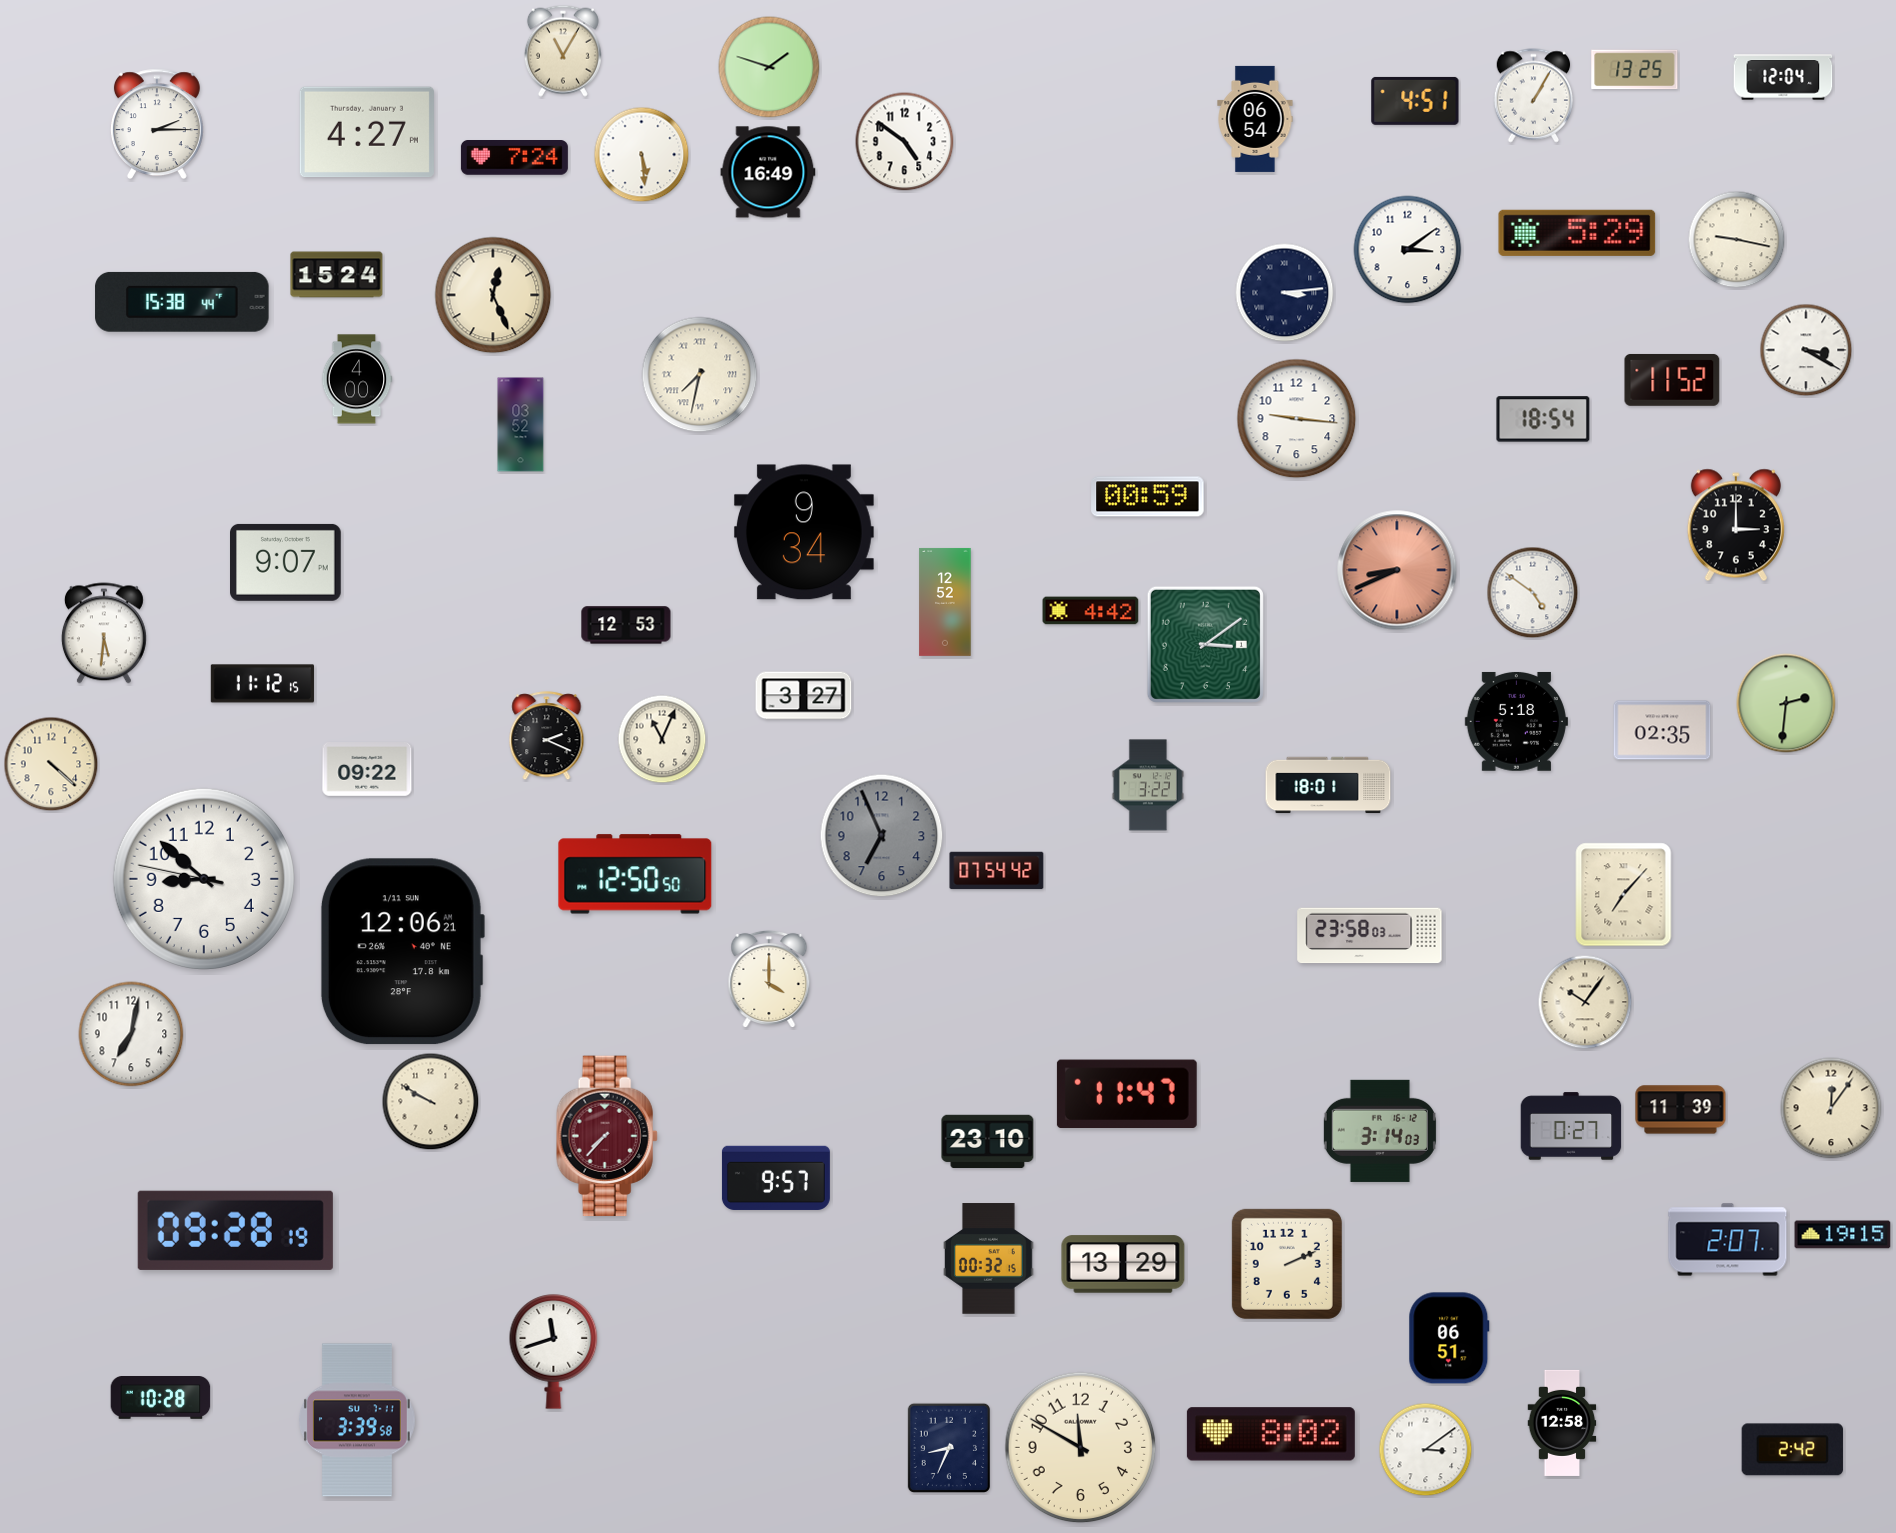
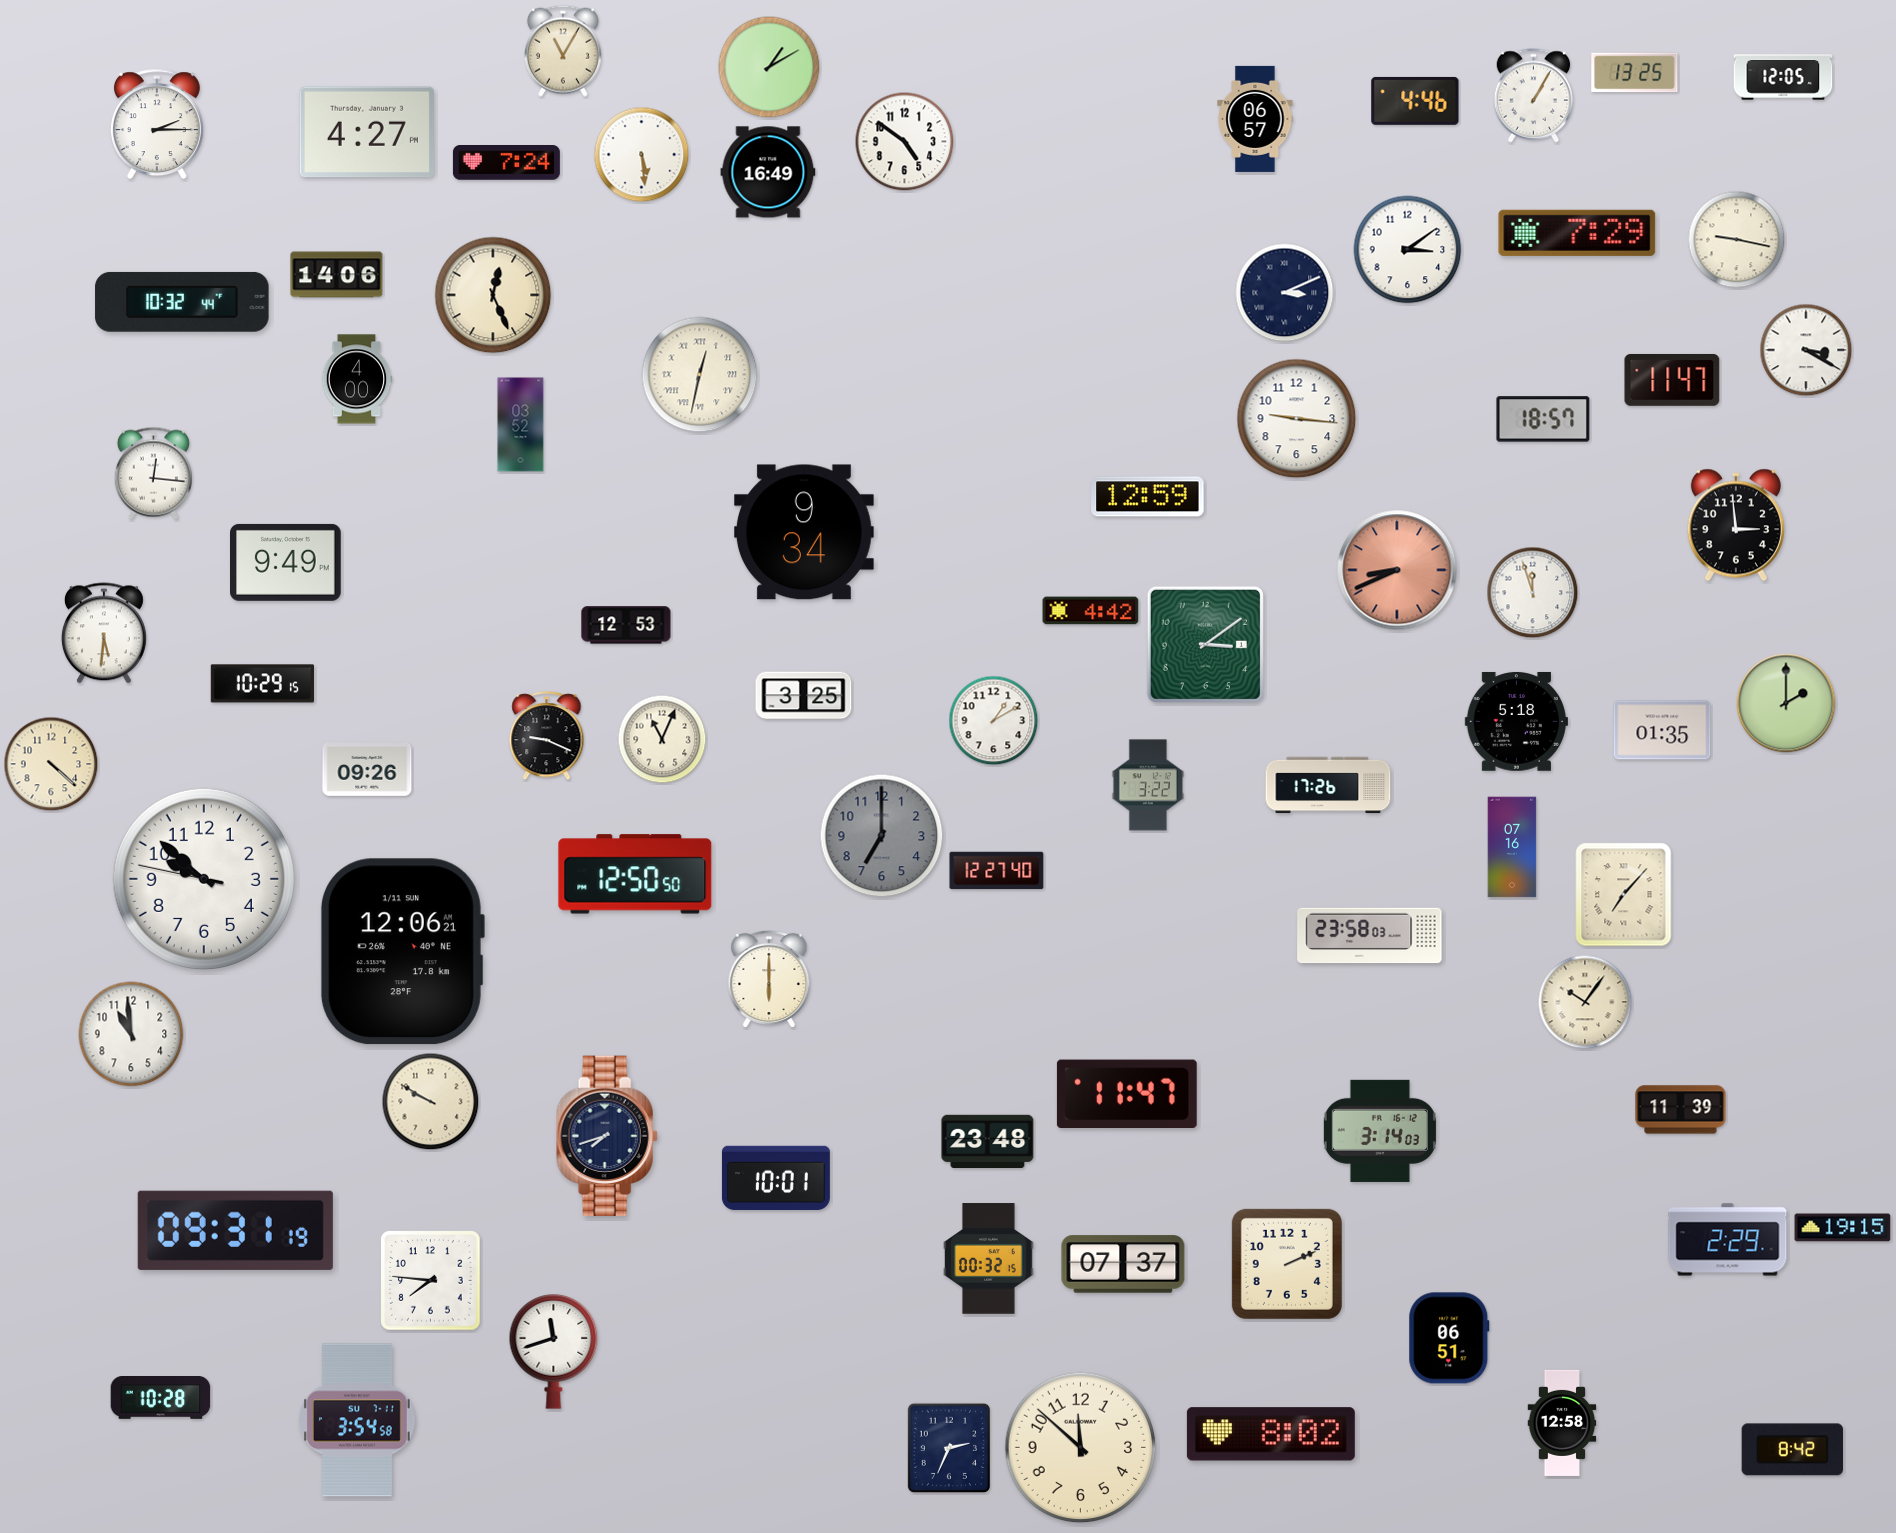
clock at (769, 67): 1:48 -> 1:10
clock at (1635, 70) position: (1635, 70) -> (1635, 73)
clock at (1783, 77): 12:04 -> 12:05
clock at (1415, 101): 4:51 -> 4:46
clock at (1255, 119): 06:54 -> 06:57
clock at (514, 158) position: (514, 158) -> (506, 163)
clock at (1577, 233): 5:29 -> 7:29
clock at (337, 275): 15:24 -> 14:06
clock at (1285, 293): 3:14 -> 3:11
clock at (182, 302): 15:38 -> 10:32
clock at (700, 375): 7:32 -> 12:32
clock at (1672, 380): 11:52 -> 11:47
clock at (1543, 419): 18:54 -> 18:57
clock at (153, 473): none -> 12:16
clock at (1148, 497): 00:59 -> 12:59
clock at (1736, 525): 3:00 -> 2:59
clock at (286, 562): 9:07 -> 9:49
clock at (1533, 593): 4:51 -> 11:57
clock at (945, 602): 12:52 -> none
clock at (262, 684): 11:12 -> 10:29
clock at (804, 696): 3:27 -> 3:25
clock at (1786, 703): 2:31 -> 2:00
clock at (994, 721): none -> 1:10
clock at (1662, 730): 02:35 -> 01:35
clock at (547, 736): 2:19 -> 9:19
clock at (367, 770): 09:22 -> 09:26
clock at (1328, 785): 18:01 -> 17:26
clock at (882, 836): 6:56 -> 7:00
clock at (1512, 847): none -> 07:16
clock at (997, 871): 07:54 -> 12:27
clock at (204, 879): 8:51 -> 9:51
clock at (769, 978): 4:00 -> 6:00
clock at (131, 1034): 7:02 -> 10:59
clock at (1831, 1108): 12:06 -> none
clock at (1571, 1126): 0:27 -> none
clock at (607, 1136): 7:37 -> 7:42
clock at (607, 1136) dial: burgundy -> navy
clock at (988, 1141): 23:10 -> 23:48
clock at (776, 1178): 9:57 -> 10:01
clock at (235, 1230): 09:28 -> 09:31
clock at (1843, 1235) position: (1843, 1235) -> (1843, 1228)
clock at (1728, 1240): 2:07 -> 2:29
clock at (1123, 1264): 13:29 -> 07:37
clock at (431, 1281): none -> 7:46
clock at (357, 1420): 3:39 -> 3:54
clock at (949, 1448): 8:34 -> 2:34
clock at (1081, 1448): 11:50 -> 11:52
clock at (1426, 1450): 3:09 -> none
clock at (1792, 1450): 2:42 -> 8:42
